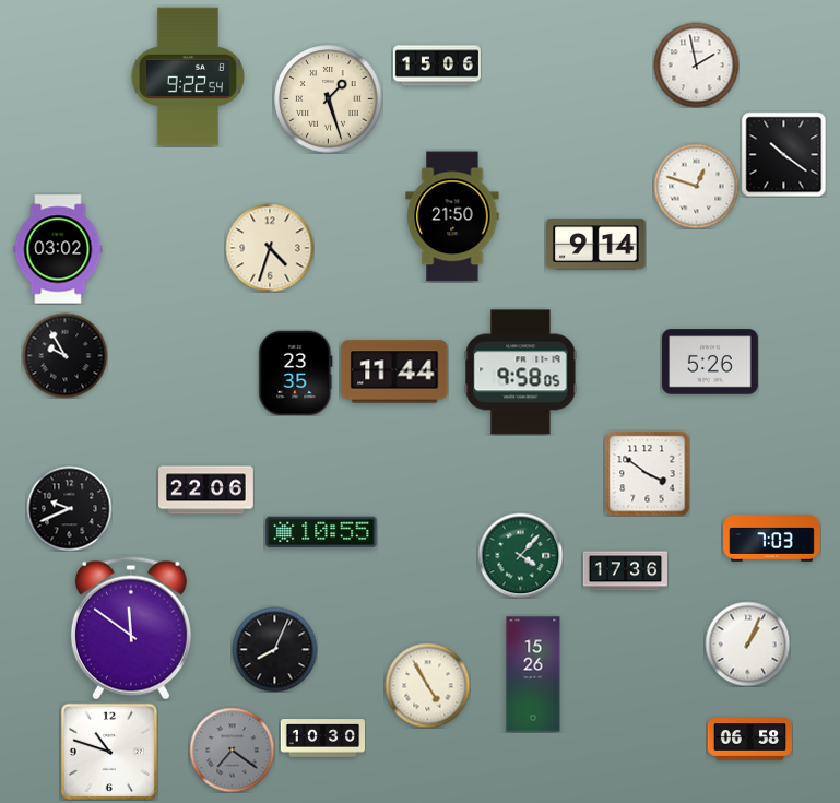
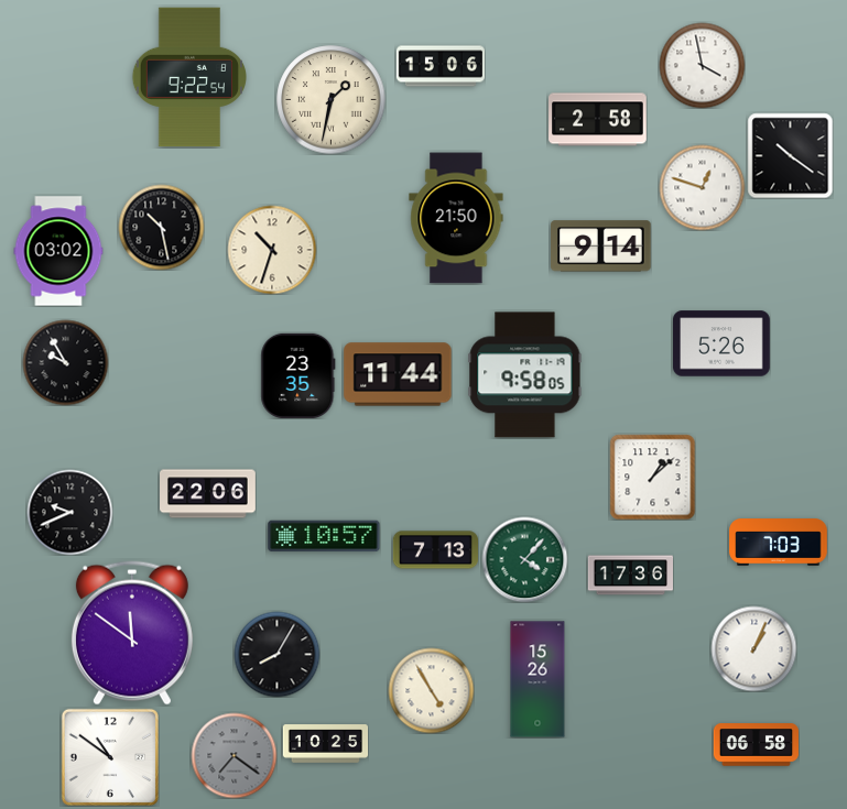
clock at (696, 64): 1:58 -> 3:58
clock at (329, 99): 1:27 -> 1:32
clock at (598, 120): none -> 2:58
clock at (161, 227): none -> 10:28
clock at (270, 248): 4:33 -> 10:33
clock at (64, 355) position: (64, 355) -> (65, 362)
clock at (711, 362) position: (711, 362) -> (723, 343)
clock at (647, 473): 3:51 -> 1:08
clock at (321, 532): 10:55 -> 10:57
clock at (435, 550): none -> 7:13
clock at (274, 649): 8:04 -> 8:05
clock at (322, 739): 10:30 -> 10:25
clock at (109, 752): 10:48 -> 10:51
